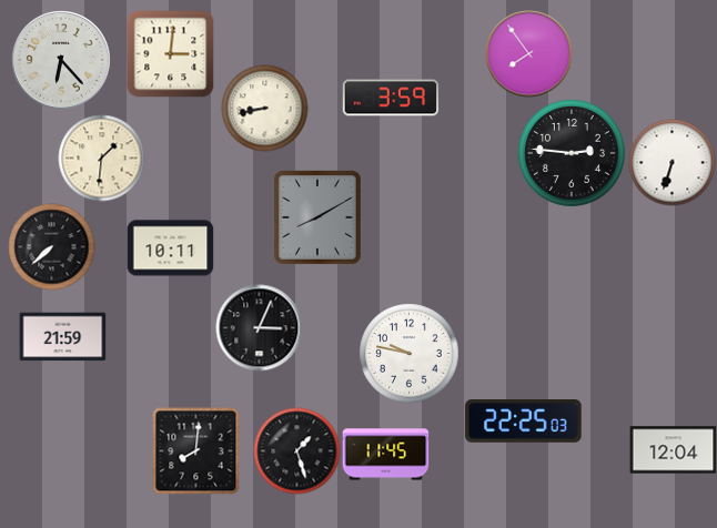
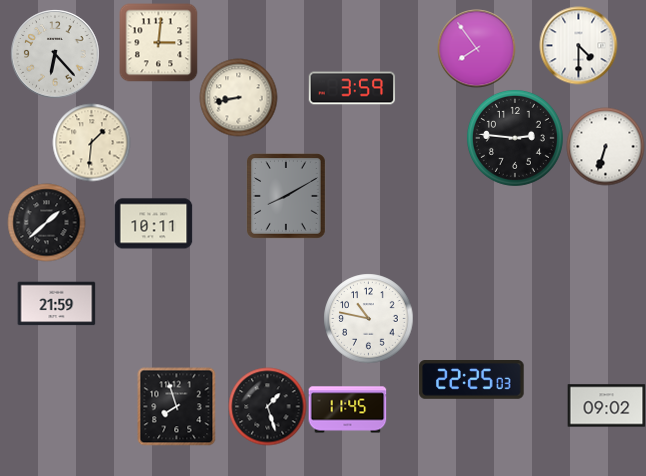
clock at (578, 45): none -> 4:30
clock at (170, 53) position: (170, 53) -> (158, 42)
clock at (51, 246): 7:38 -> 1:38
clock at (259, 327): 3:04 -> none
clock at (408, 353): 9:47 -> 10:47
clock at (195, 450): 8:01 -> 7:57
clock at (673, 450): 12:04 -> 09:02
